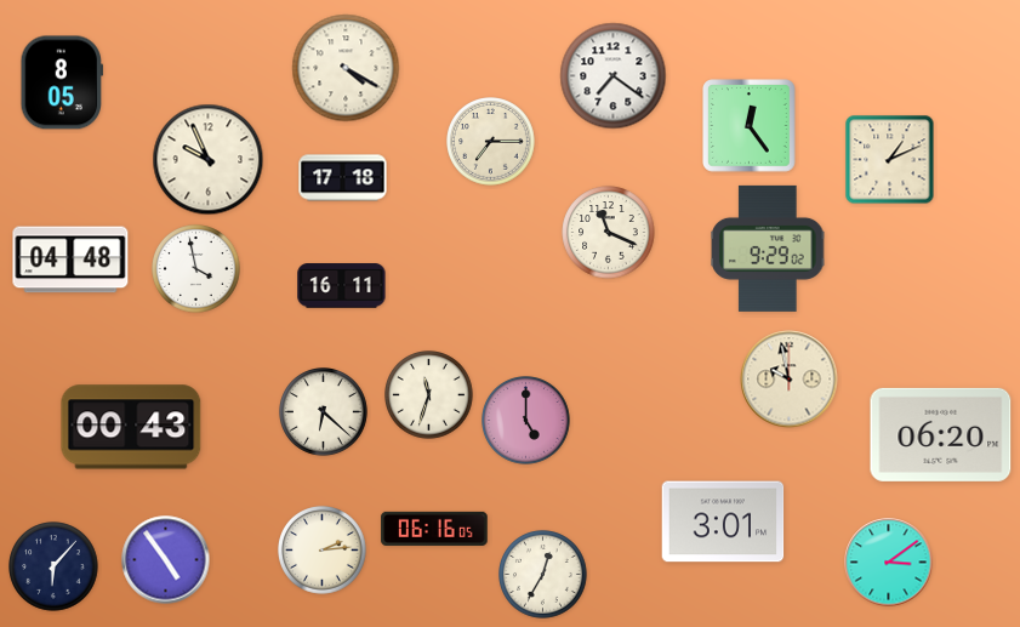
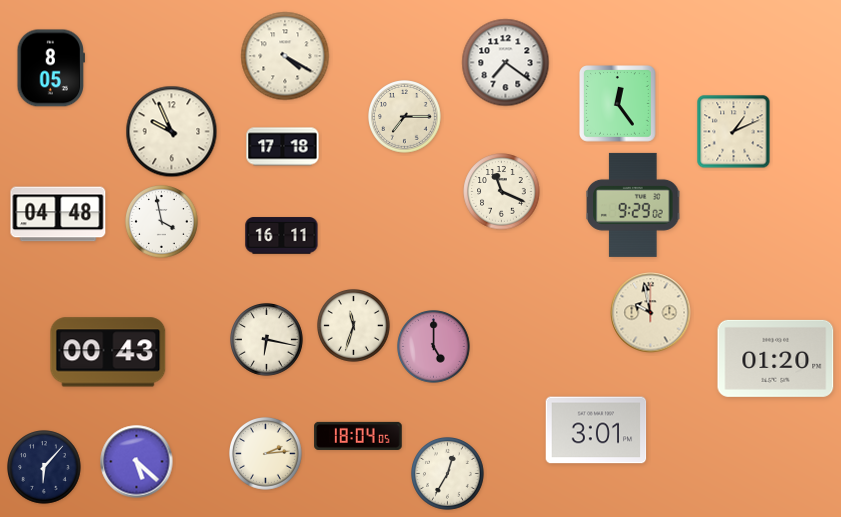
clock at (324, 412): 6:22 -> 6:17
clock at (941, 434): 06:20 -> 01:20
clock at (434, 529): 06:16 -> 18:04
clock at (166, 560): 4:54 -> 5:22
clock at (889, 563): 3:09 -> none
